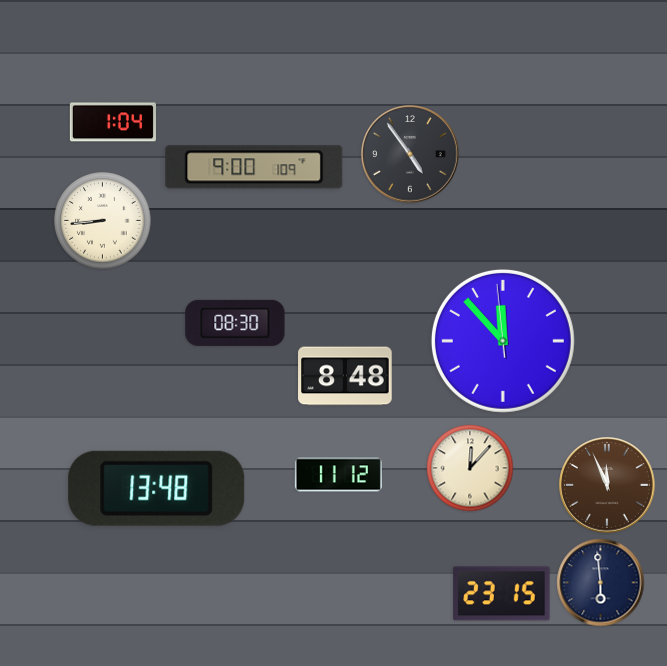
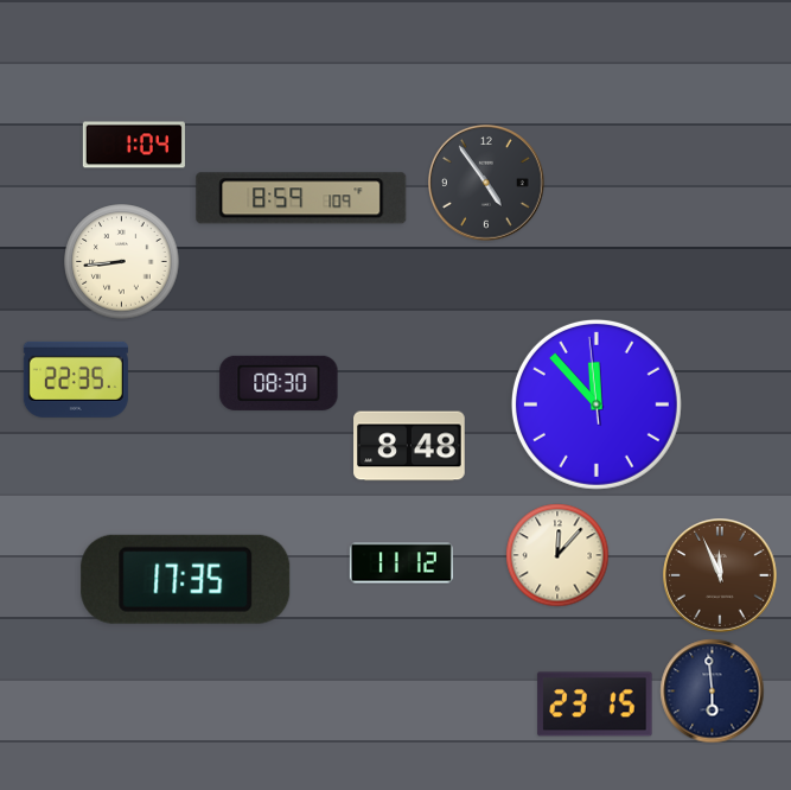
clock at (254, 167): 9:00 -> 8:59
clock at (76, 380): none -> 22:35
clock at (157, 488): 13:48 -> 17:35
